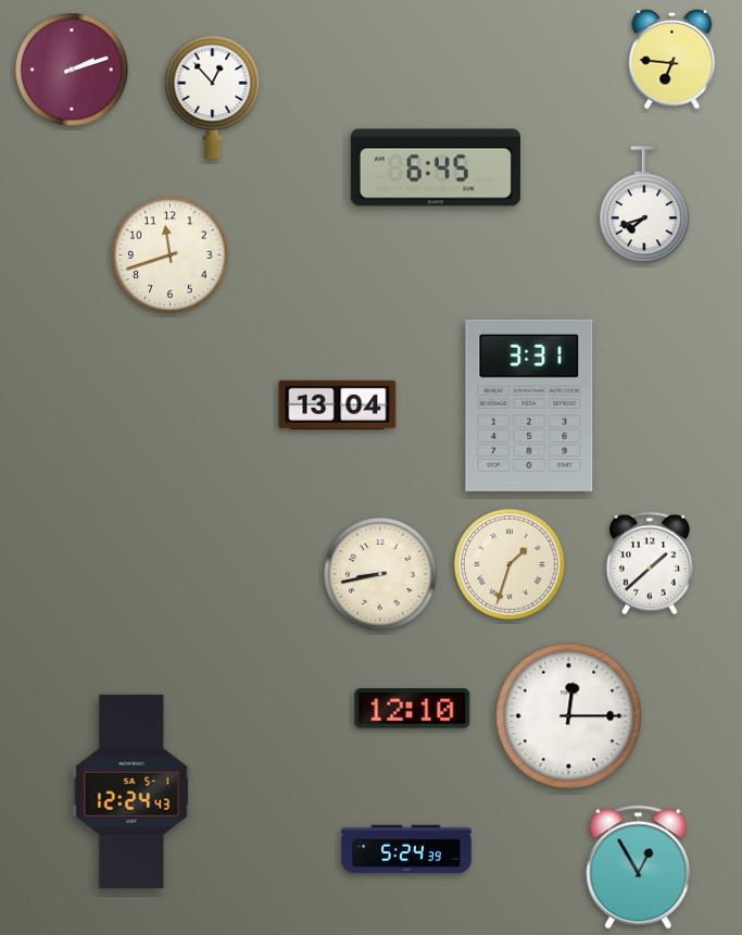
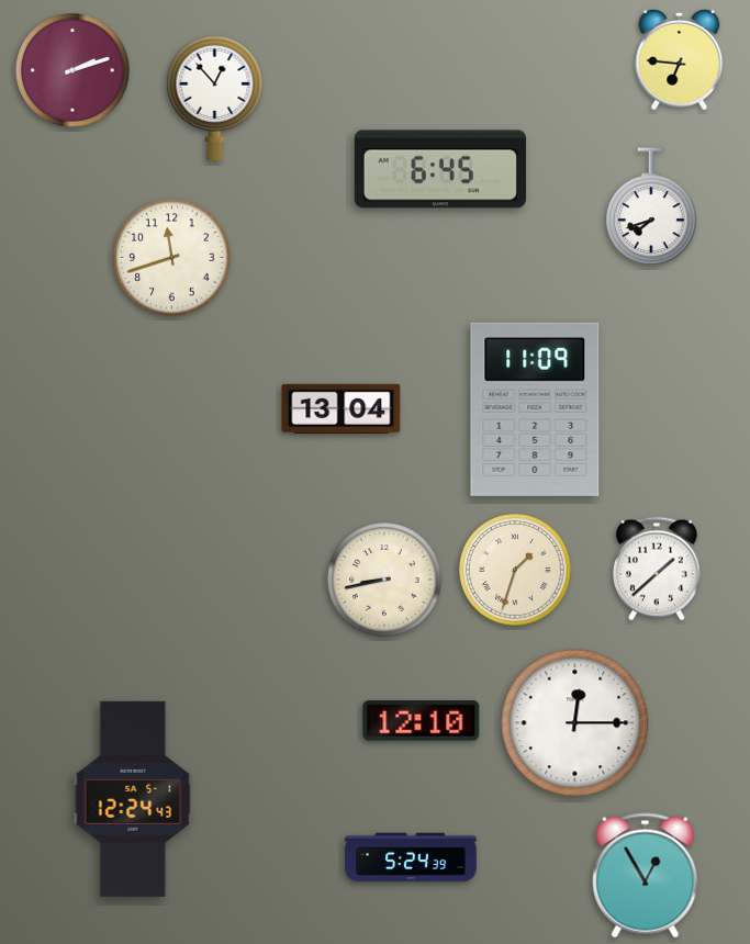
clock at (529, 406): 3:31 -> 11:09
clock at (413, 709) position: (413, 709) -> (422, 721)
